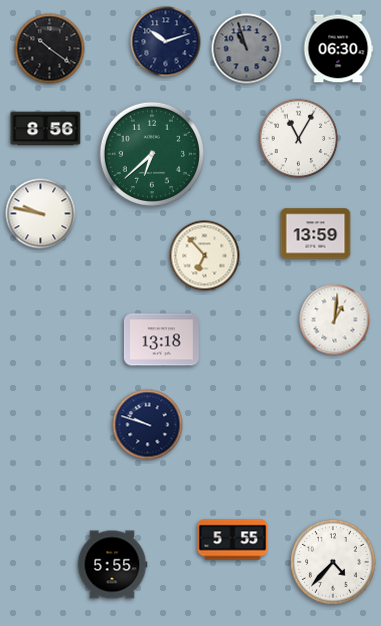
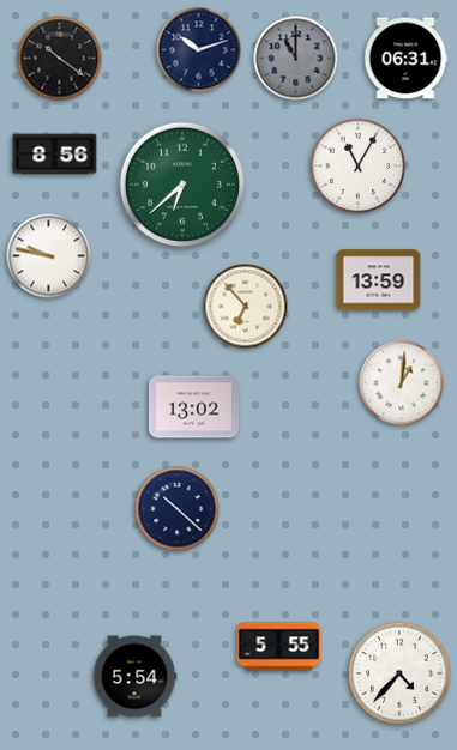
clock at (247, 49): 10:57 -> 11:00
clock at (338, 49): 06:30 -> 06:31
clock at (161, 340): 13:18 -> 13:02
clock at (148, 425): 9:48 -> 10:22
clock at (112, 565): 5:55 -> 5:54
